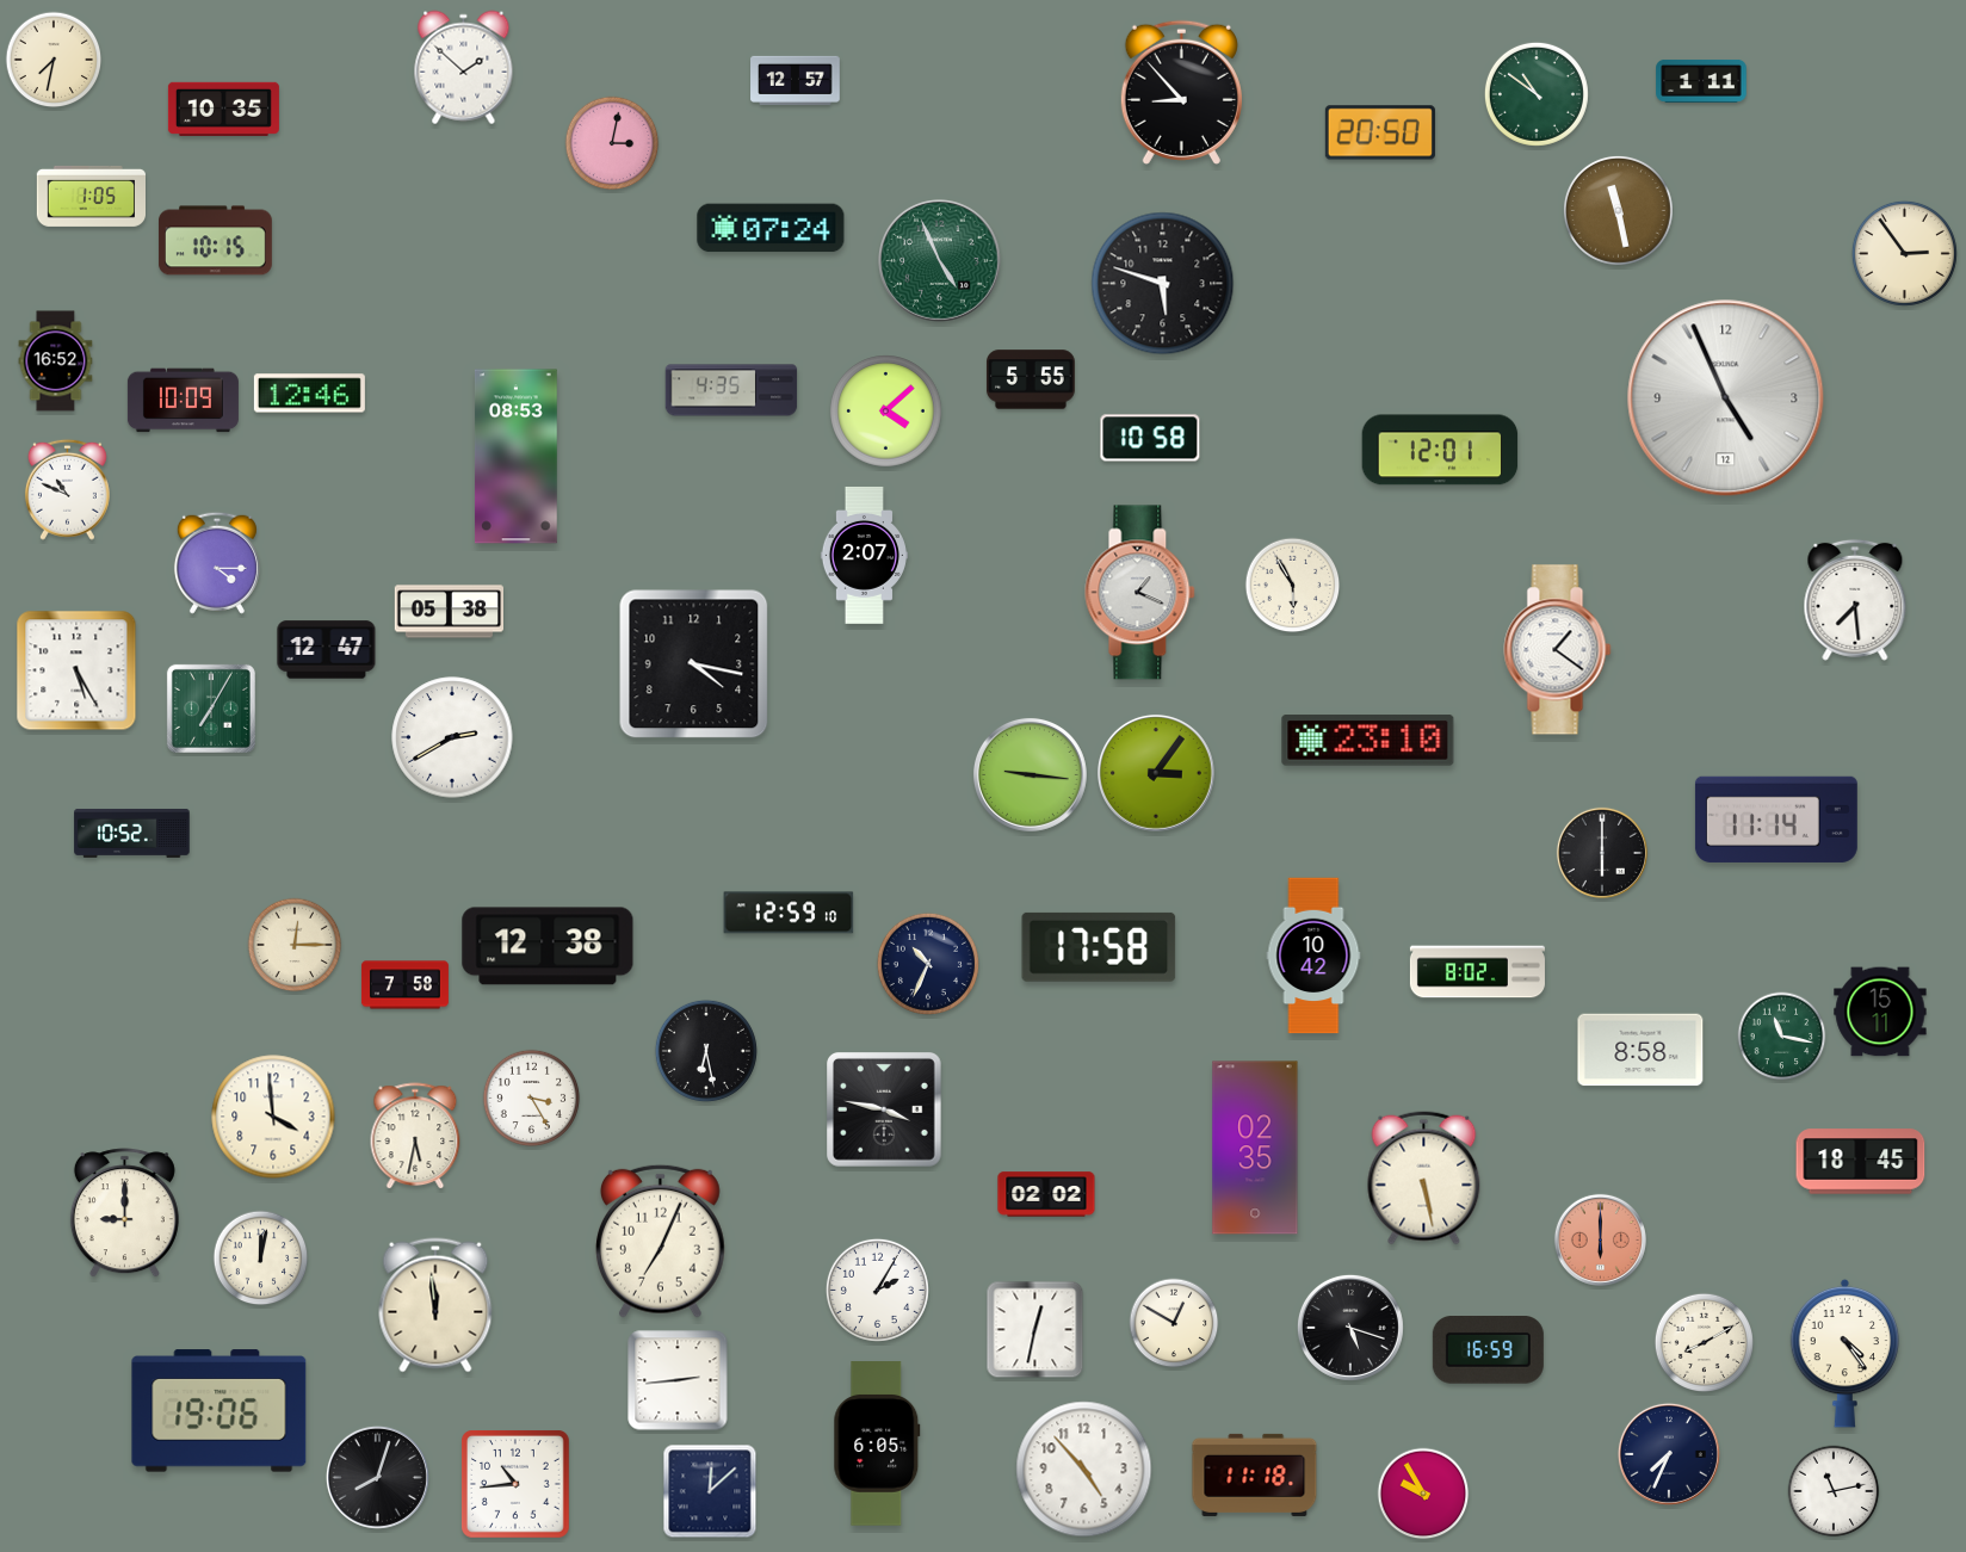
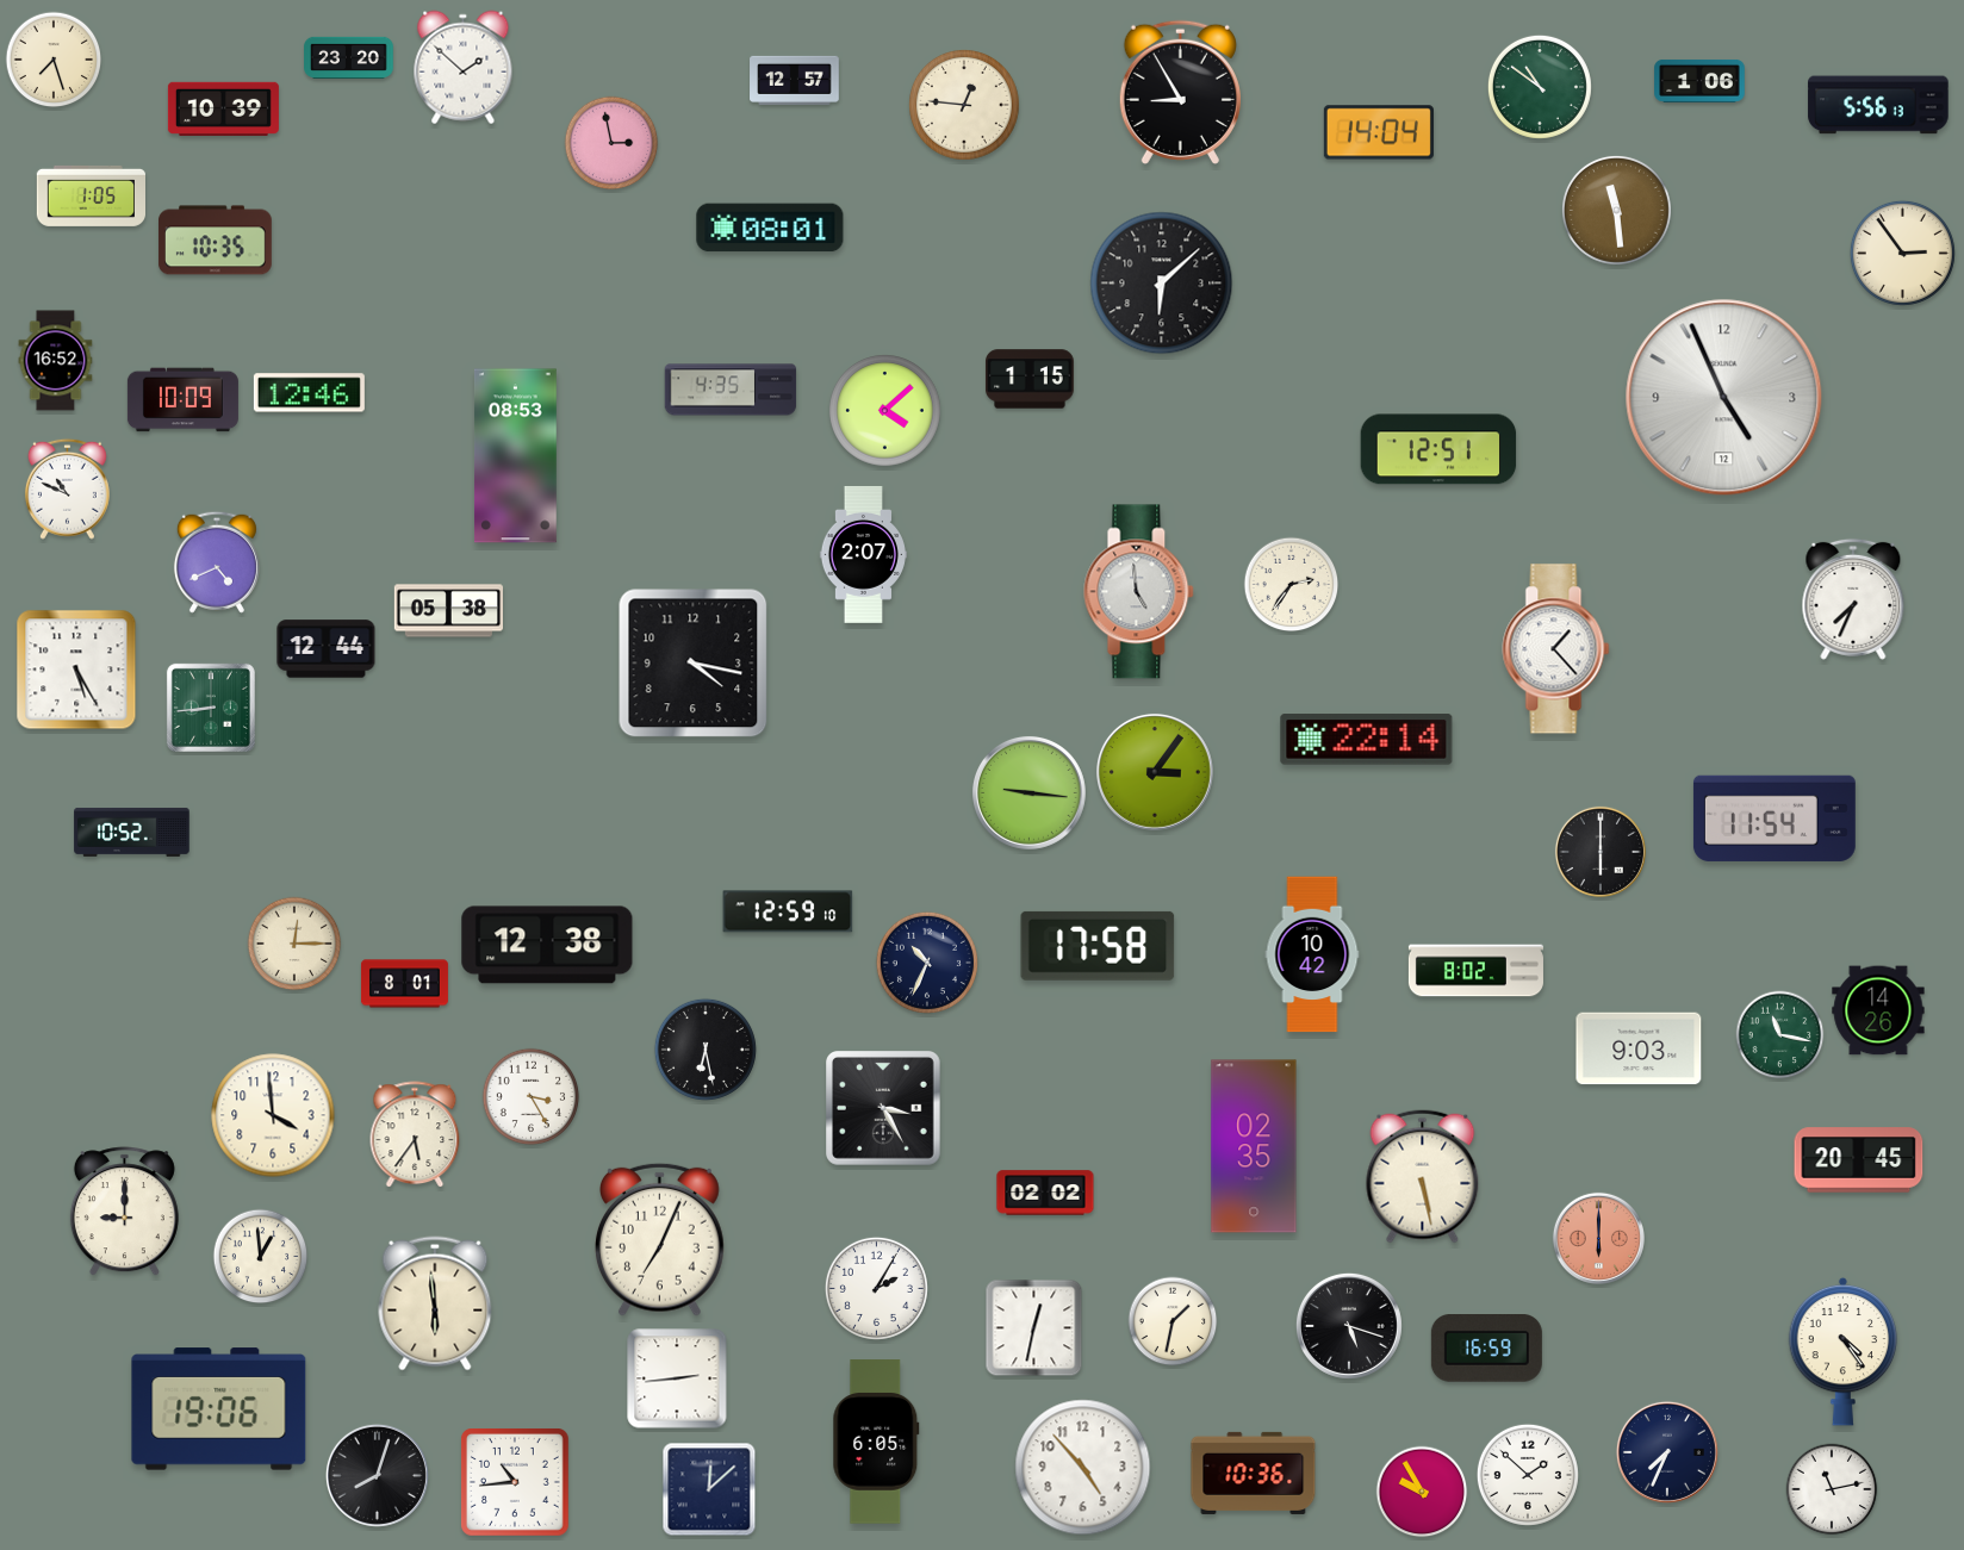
clock at (349, 57): none -> 23:20
clock at (54, 60): 7:32 -> 7:27
clock at (1701, 81): 1:11 -> 1:06
clock at (1181, 92): 8:53 -> 8:55
clock at (1537, 94) position: (1537, 94) -> (1540, 87)
clock at (1878, 105): none -> 5:56
clock at (965, 106): none -> 12:46
clock at (223, 109): 10:35 -> 10:39
clock at (1380, 132): 20:50 -> 14:04
clock at (612, 143): 3:02 -> 2:58
clock at (1618, 210): 11:28 -> 11:29
clock at (771, 228): 07:24 -> 08:01
clock at (216, 241): 10:15 -> 10:35
clock at (940, 261): 4:56 -> none
clock at (1163, 284): 5:48 -> 6:08
clock at (1032, 379): 5:55 -> 1:15
clock at (1150, 438): 10:58 -> none
clock at (1440, 450): 12:01 -> 12:51
clock at (217, 563): 4:15 -> 4:41
clock at (1293, 586): 5:55 -> 2:36
clock at (1140, 593): 1:19 -> 4:59
clock at (1855, 600): 7:29 -> 7:34
clock at (327, 650): 12:47 -> 12:44
clock at (1558, 650): 1:21 -> 1:23
clock at (211, 709): 7:05 -> 8:44
clock at (452, 737): 2:40 -> none
clock at (1368, 741): 23:10 -> 22:14
clock at (1030, 774) position: (1030, 774) -> (1028, 792)
clock at (1776, 820): 11:14 -> 11:54
clock at (404, 985): 7:58 -> 8:01
clock at (1880, 1012): 15:11 -> 14:26
clock at (1640, 1050): 8:58 -> 9:03
clock at (885, 1111): 3:47 -> 3:25
clock at (415, 1137): 5:32 -> 5:36
clock at (1861, 1162): 18:45 -> 20:45
clock at (261, 1259): 12:02 -> 12:59
clock at (435, 1305): 11:59 -> 5:59
clock at (1174, 1323): 12:50 -> 1:32
clock at (1704, 1342): 8:10 -> none
clock at (1255, 1474): 11:18 -> 10:36
clock at (1528, 1475): none -> 1:52
